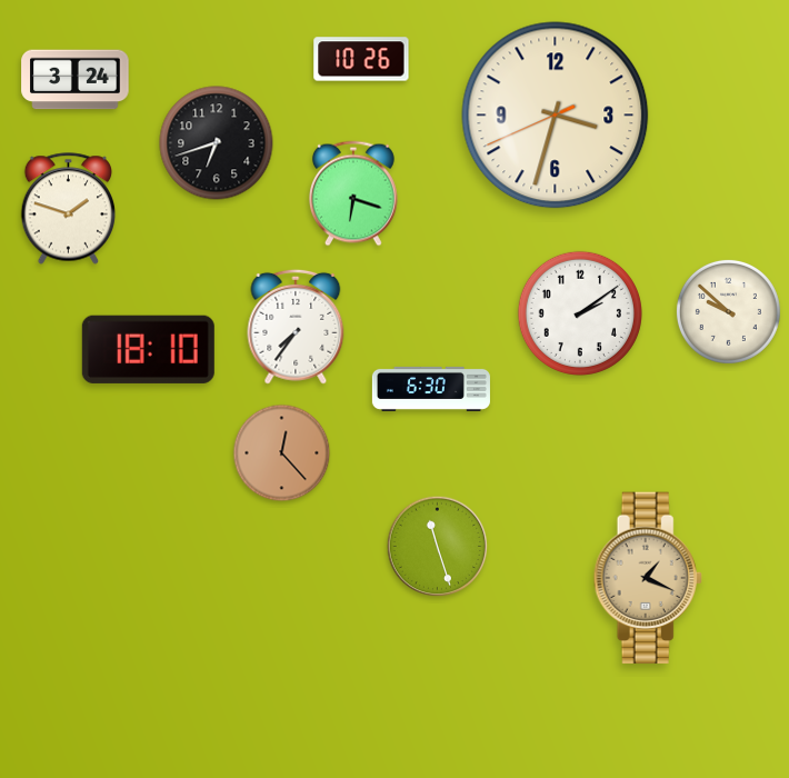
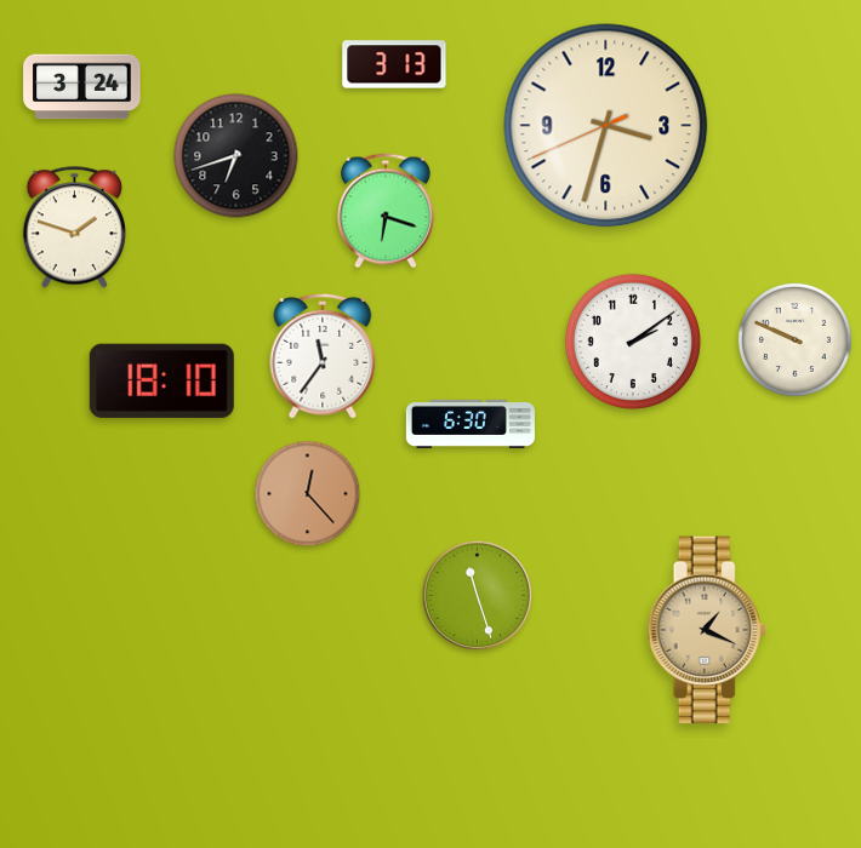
clock at (361, 59): 10:26 -> 3:13
clock at (728, 311): 9:52 -> 9:49
clock at (296, 327): 7:36 -> 11:36
